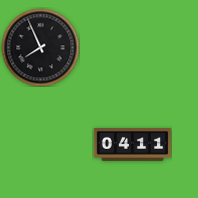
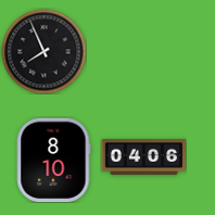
clock at (132, 145): 04:11 -> 04:06
clock at (53, 160): none -> 8:10
